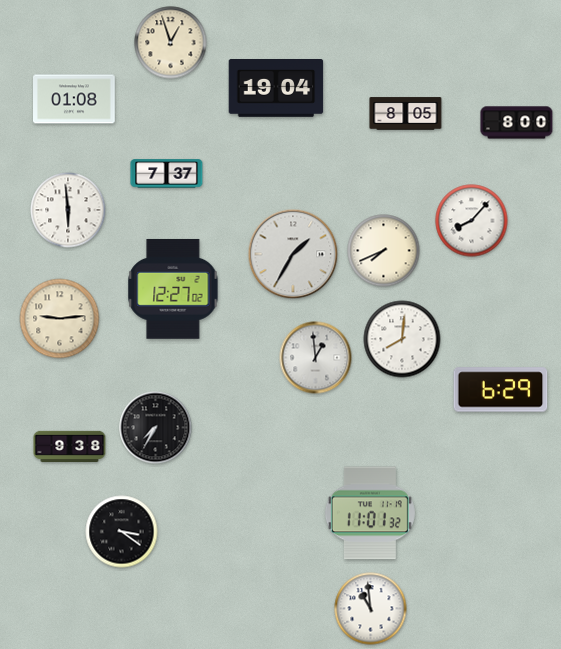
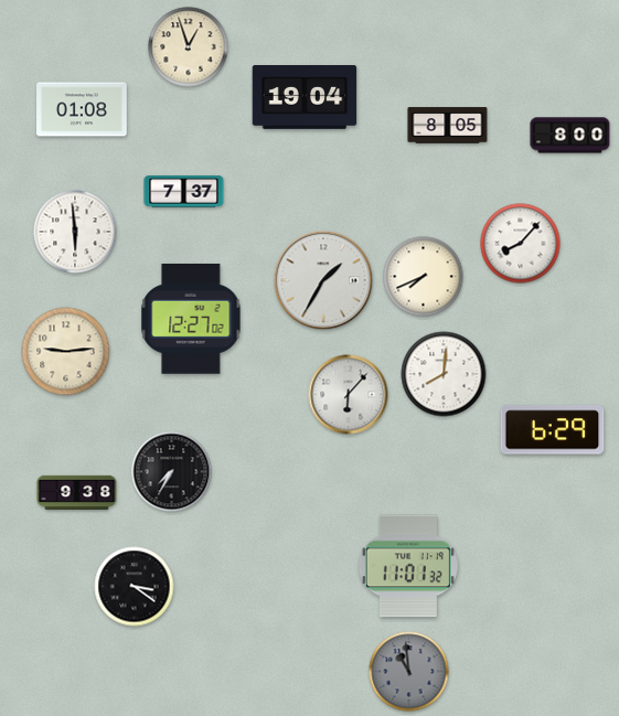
clock at (316, 358): 12:59 -> 6:07
clock at (371, 609) dial: white -> grey
